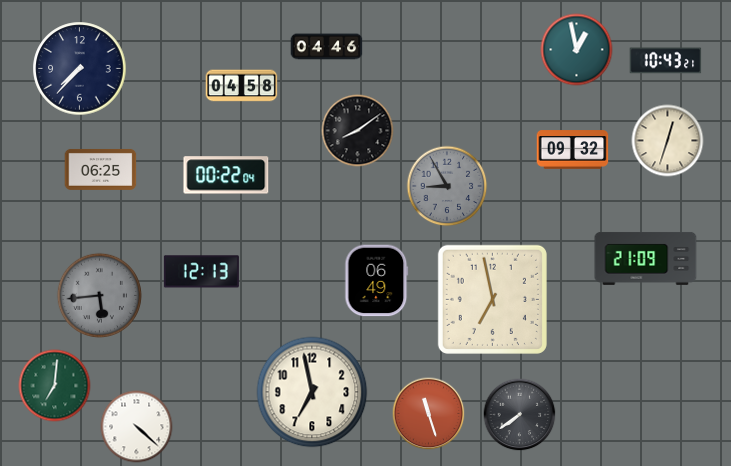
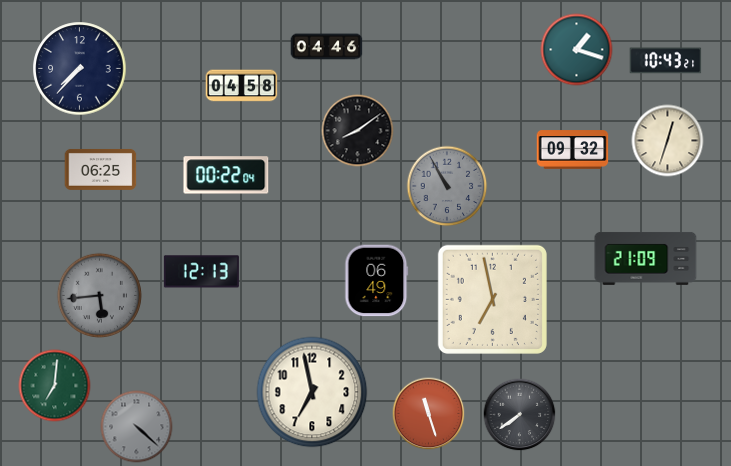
clock at (577, 50): 12:58 -> 1:18
clock at (447, 186): 8:55 -> 10:55
clock at (137, 427) dial: white -> grey
